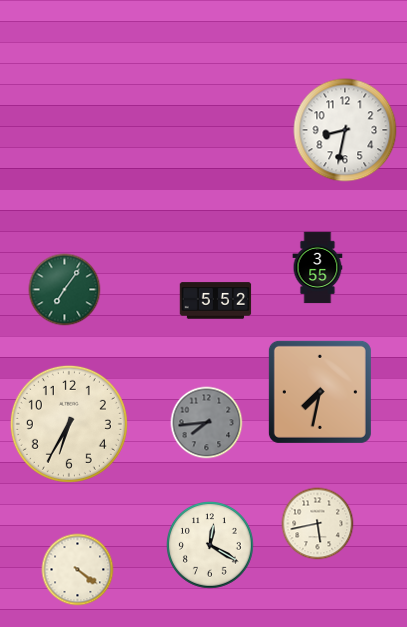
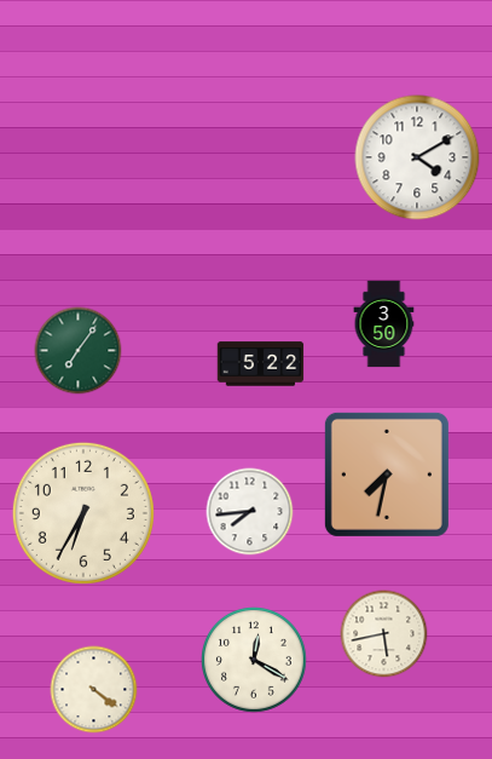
clock at (345, 130): 8:32 -> 4:10
clock at (318, 268): 3:55 -> 3:50
clock at (216, 301): 5:52 -> 5:22
clock at (207, 423) dial: grey -> white
